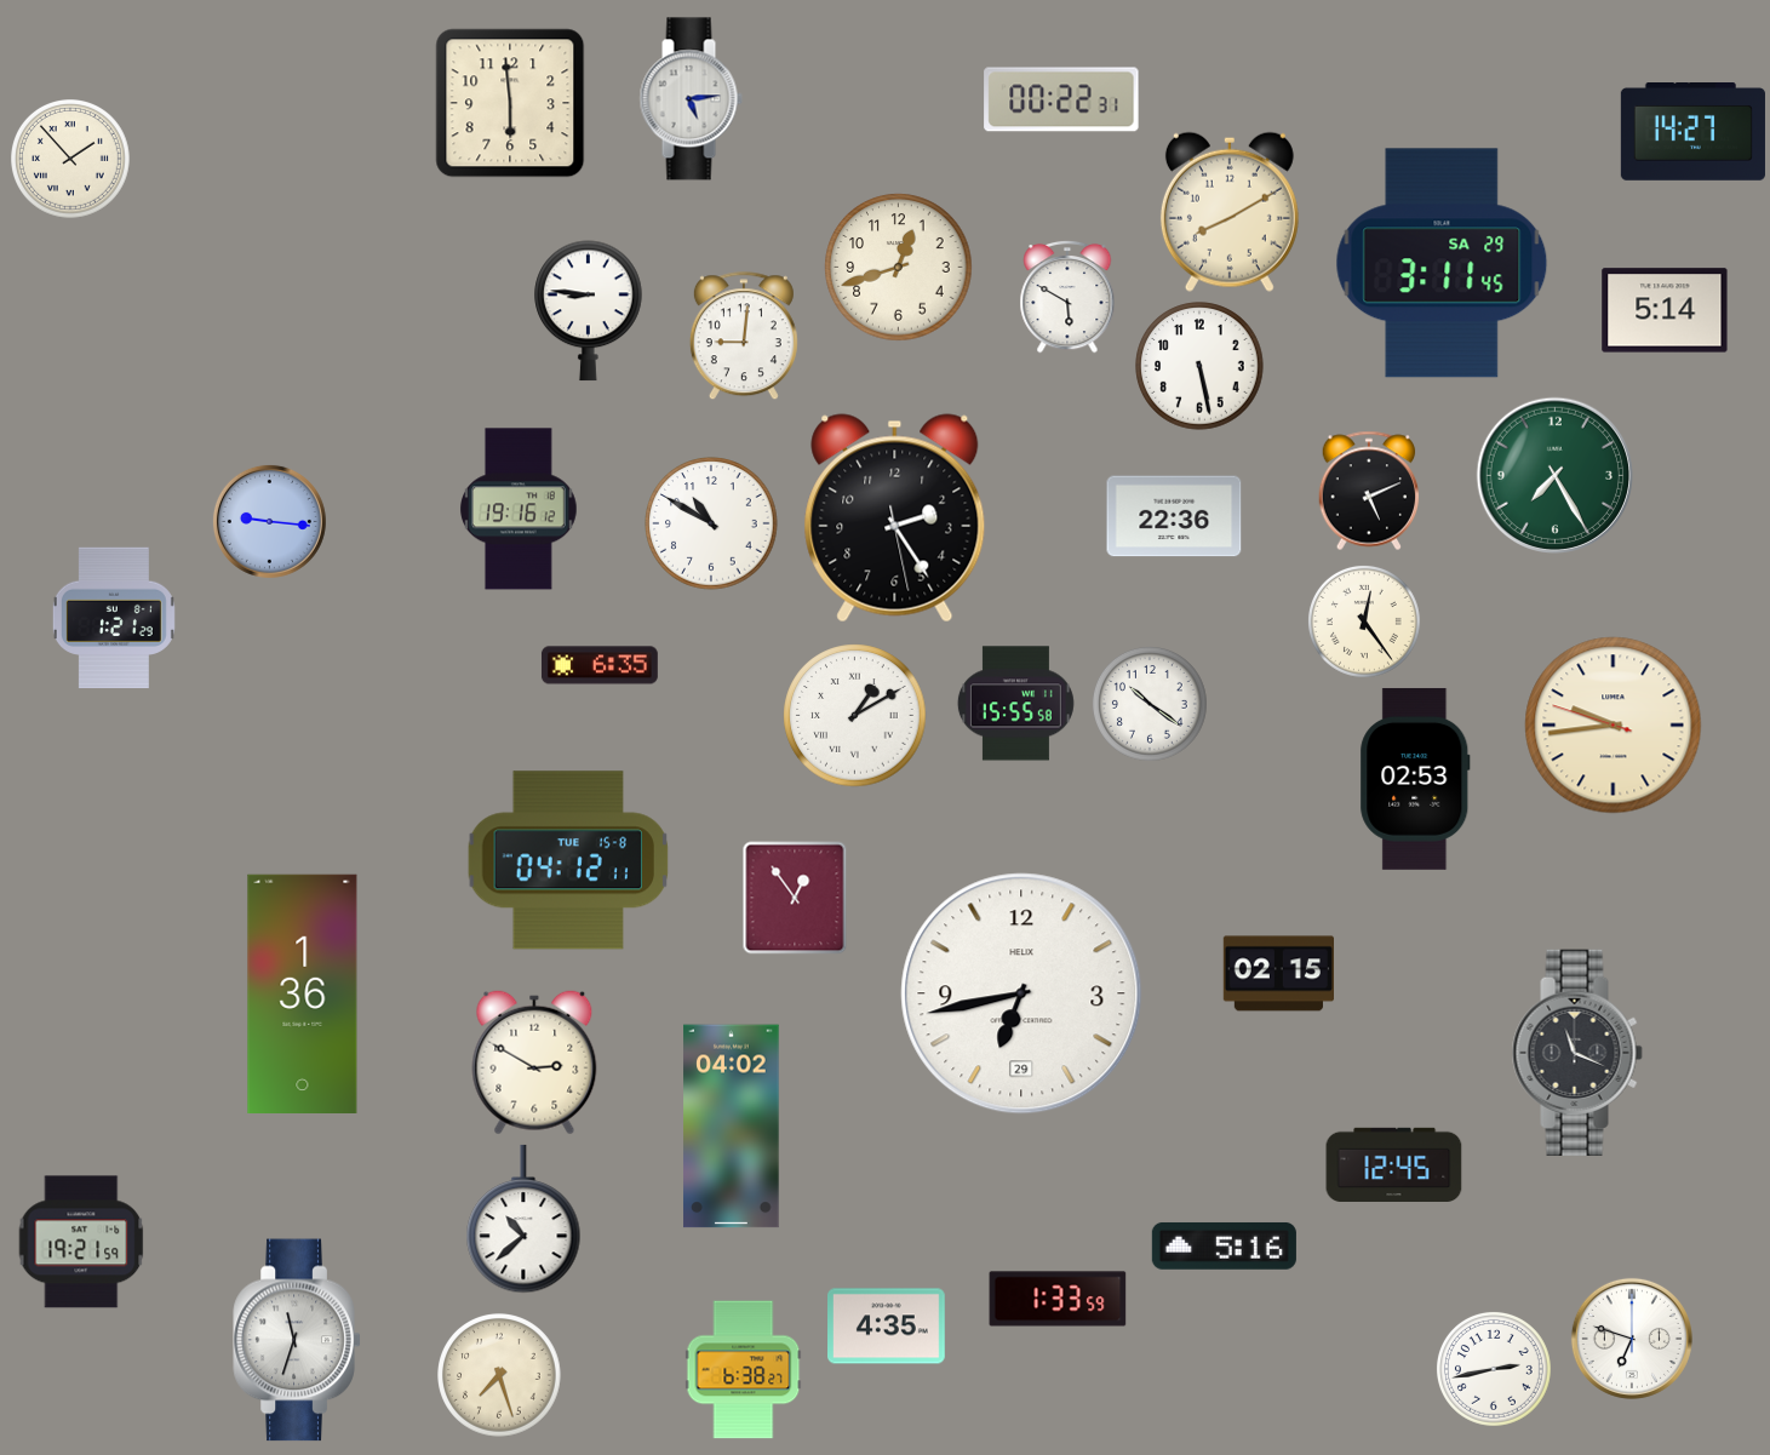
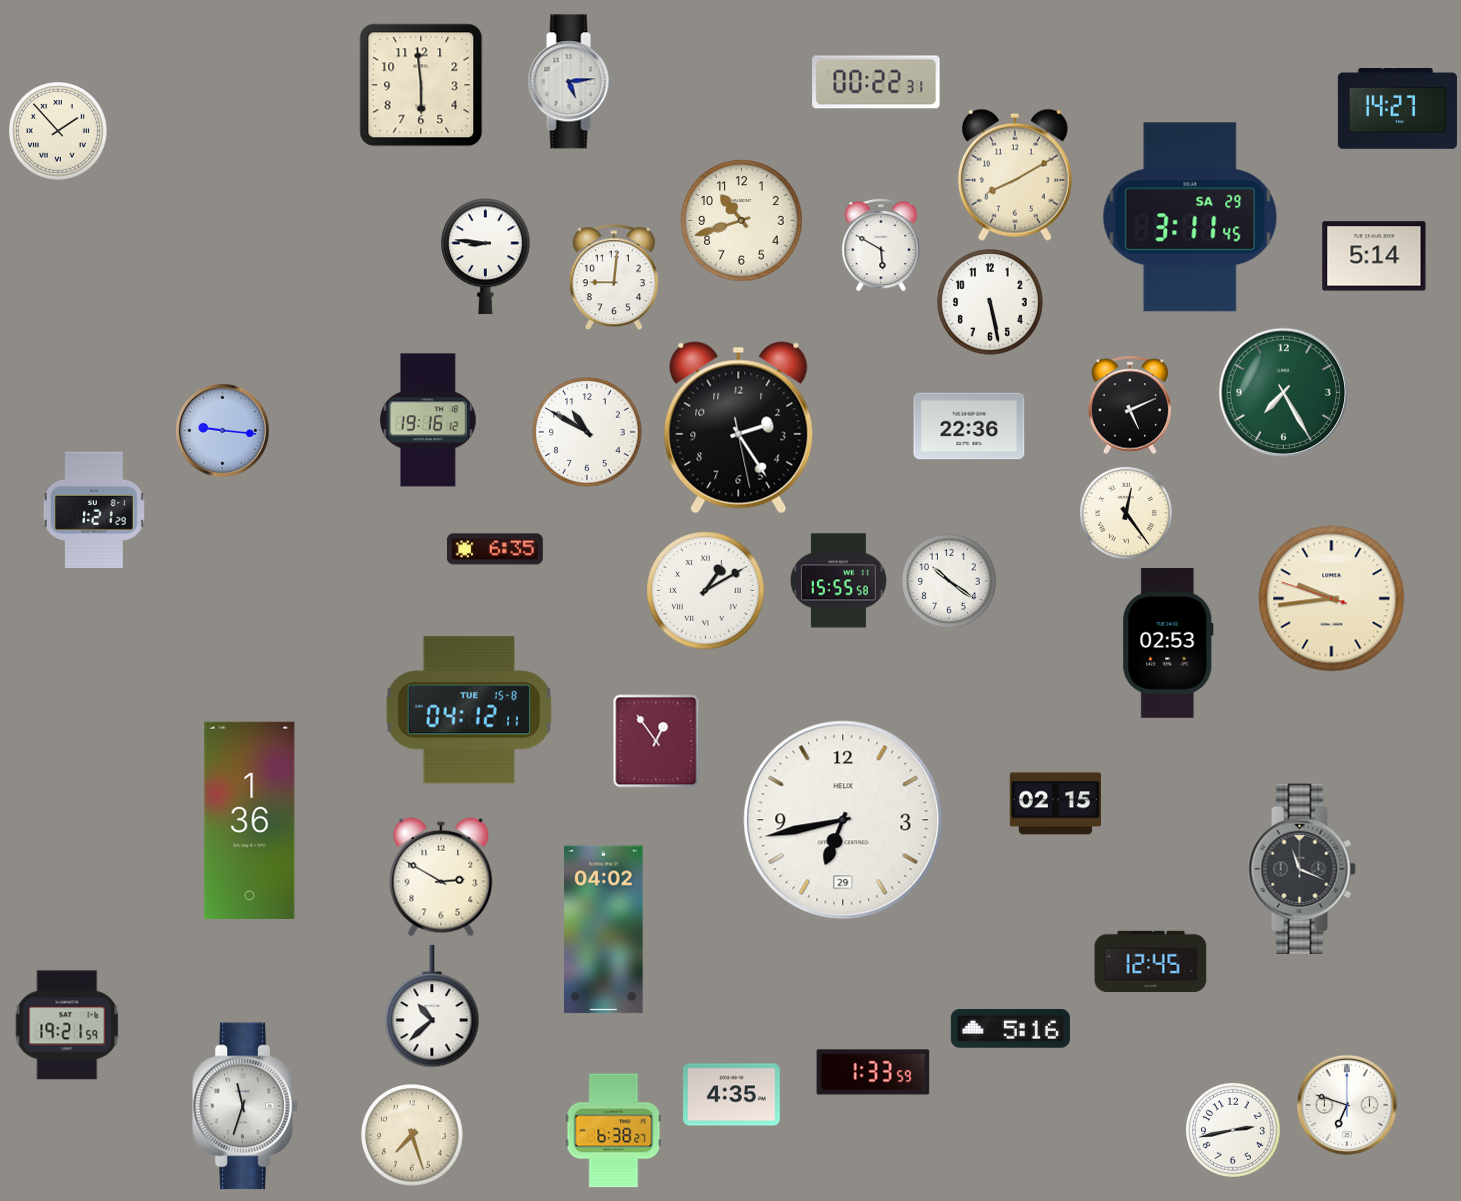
clock at (899, 268): 12:42 -> 10:42
